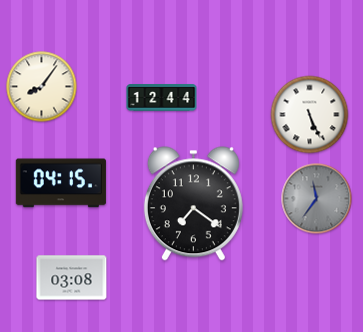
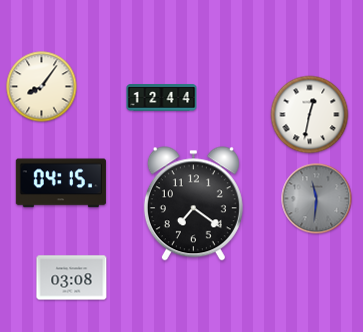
clock at (310, 115): 5:26 -> 12:32
clock at (317, 199): 11:36 -> 11:31
